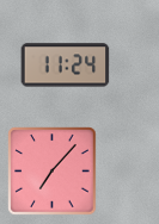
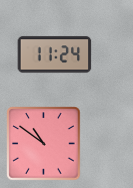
clock at (53, 172): 7:07 -> 10:51
